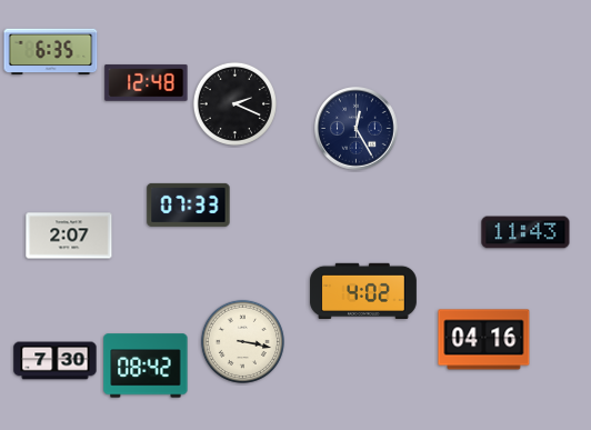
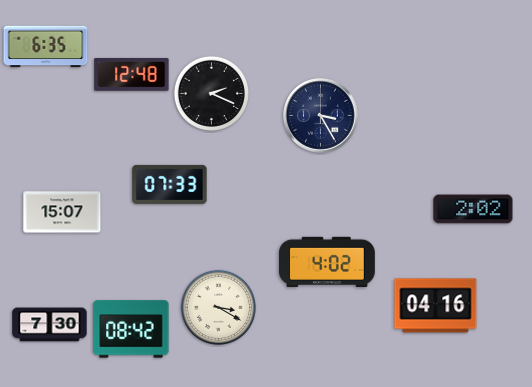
clock at (357, 129): 12:25 -> 3:25
clock at (525, 232): 11:43 -> 2:02
clock at (69, 236): 2:07 -> 15:07
clock at (242, 341): 3:17 -> 3:20
